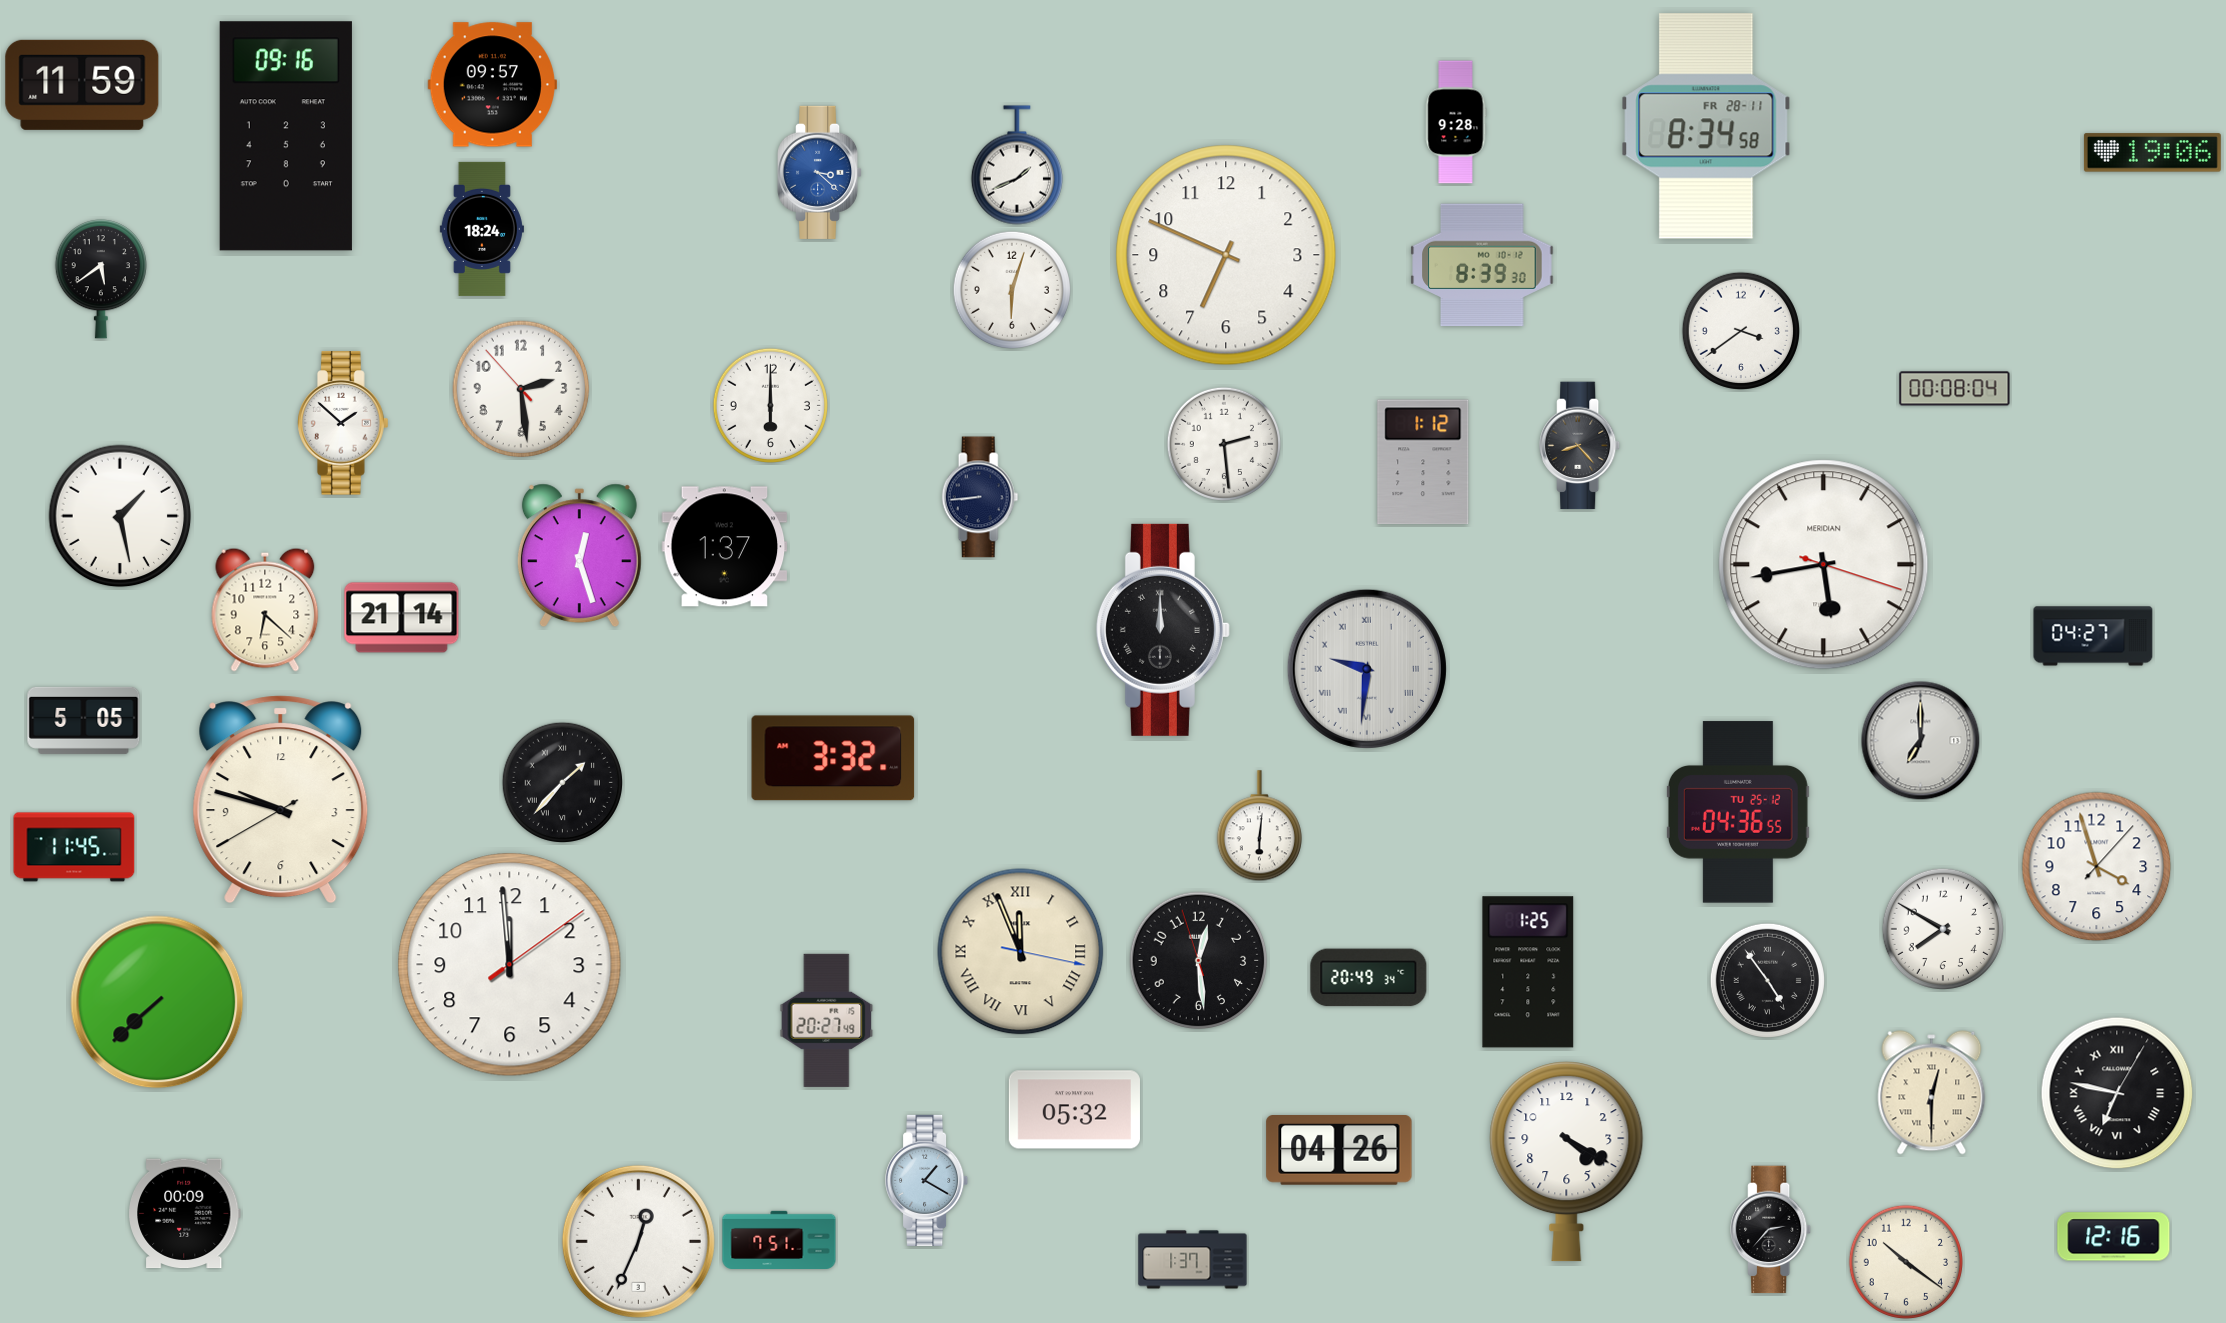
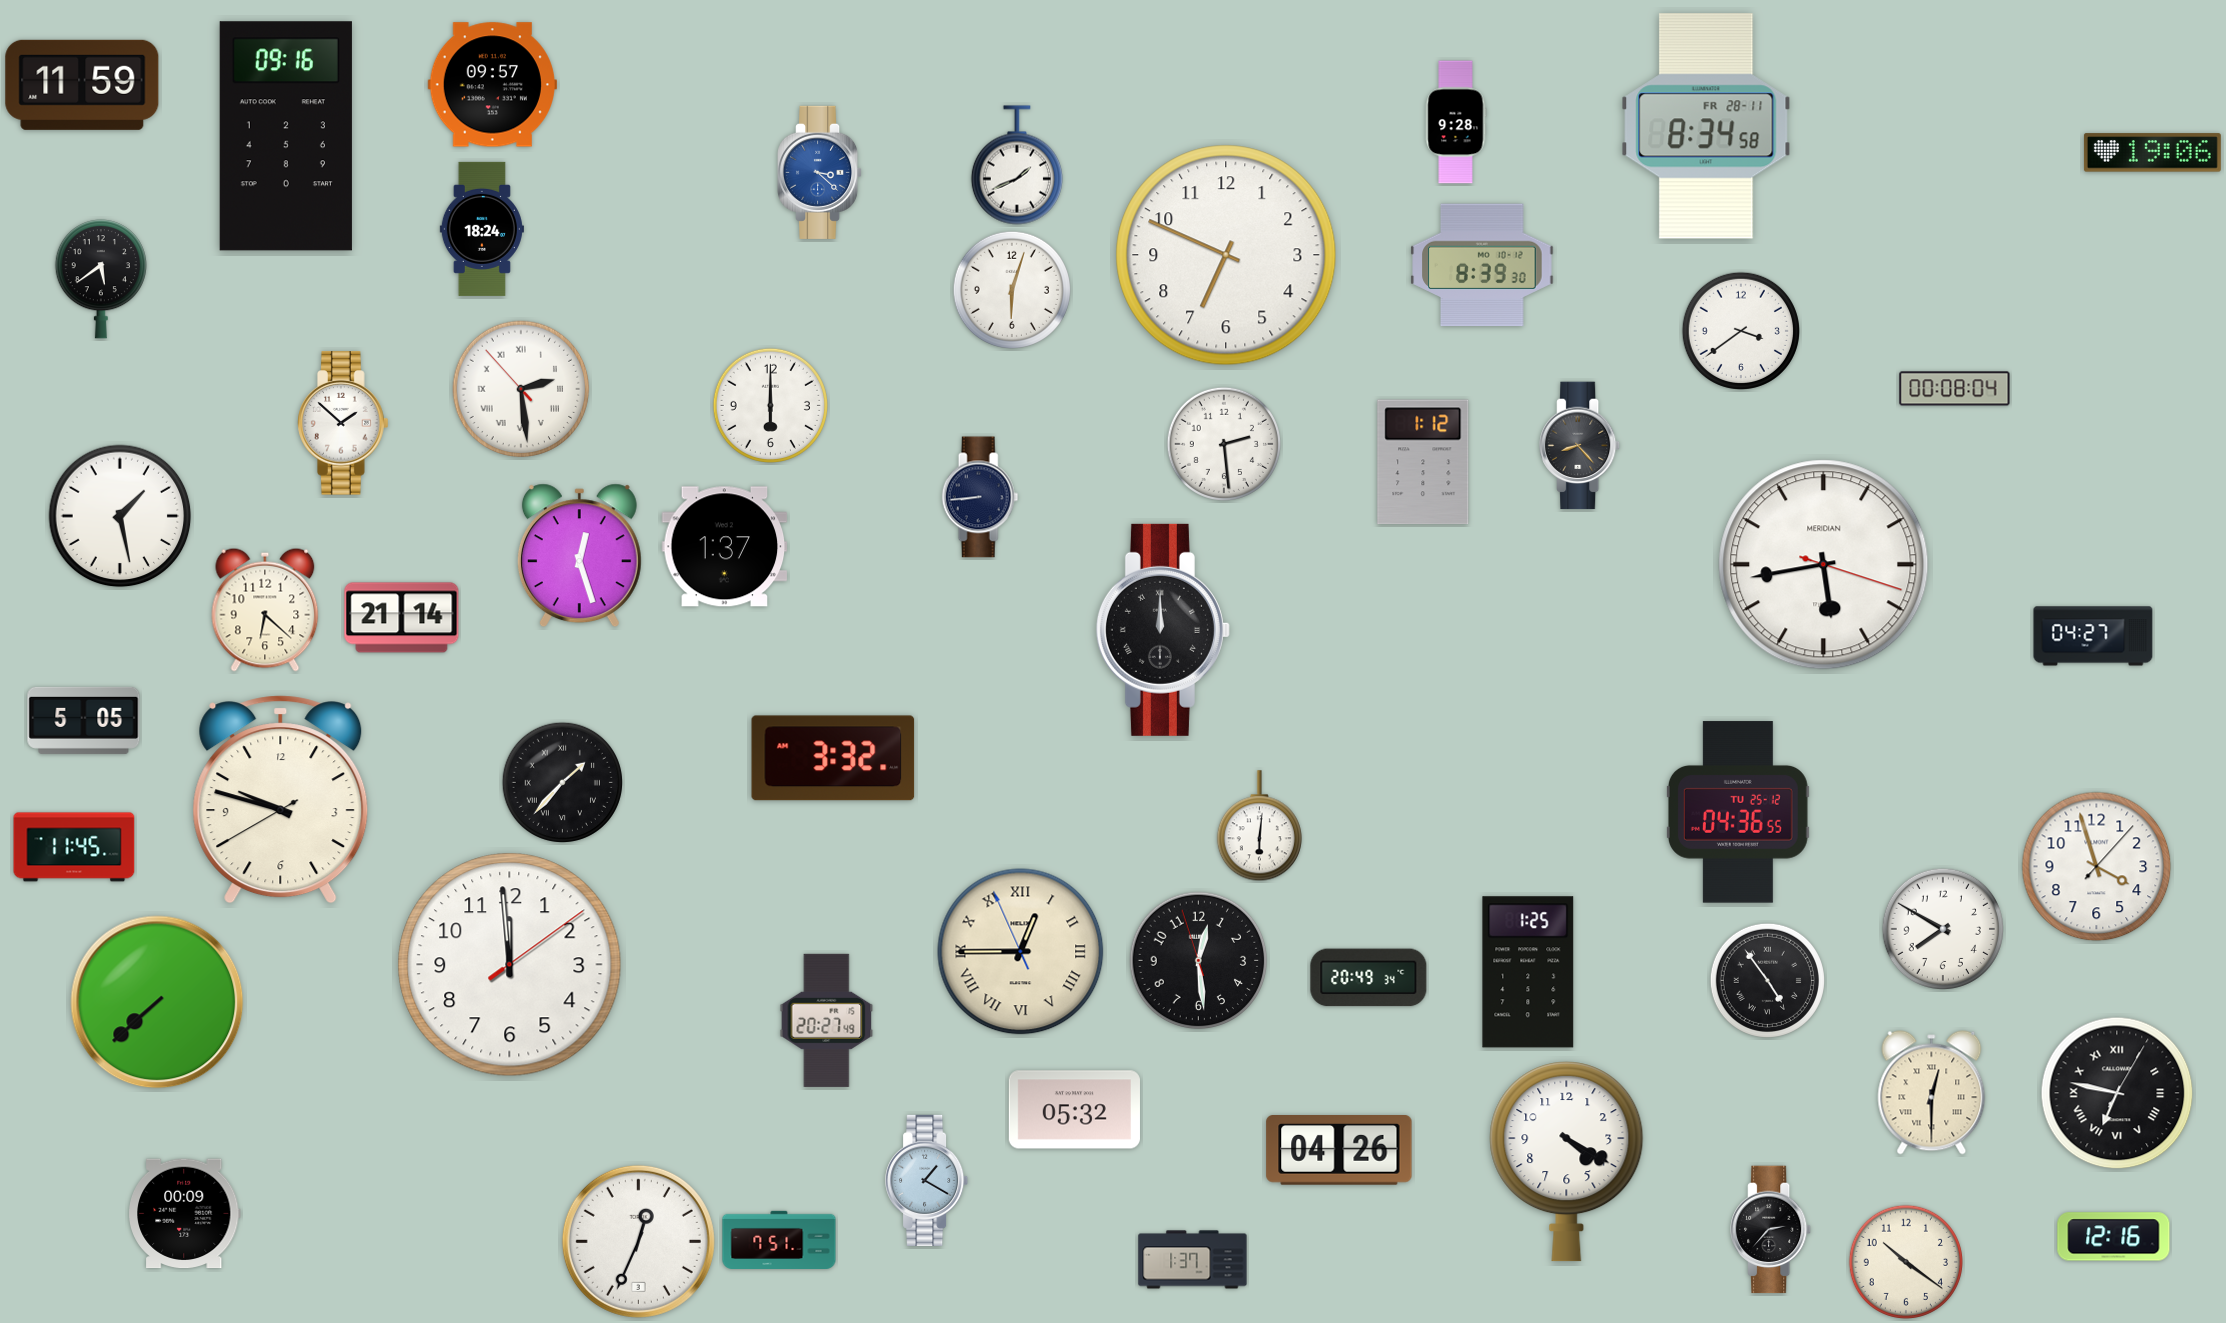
clock at (521, 389) numerals: Arabic -> Roman
clock at (1367, 669): 9:31 -> none
clock at (1921, 741): 7:00 -> none
clock at (1021, 952): 11:56 -> 12:44
